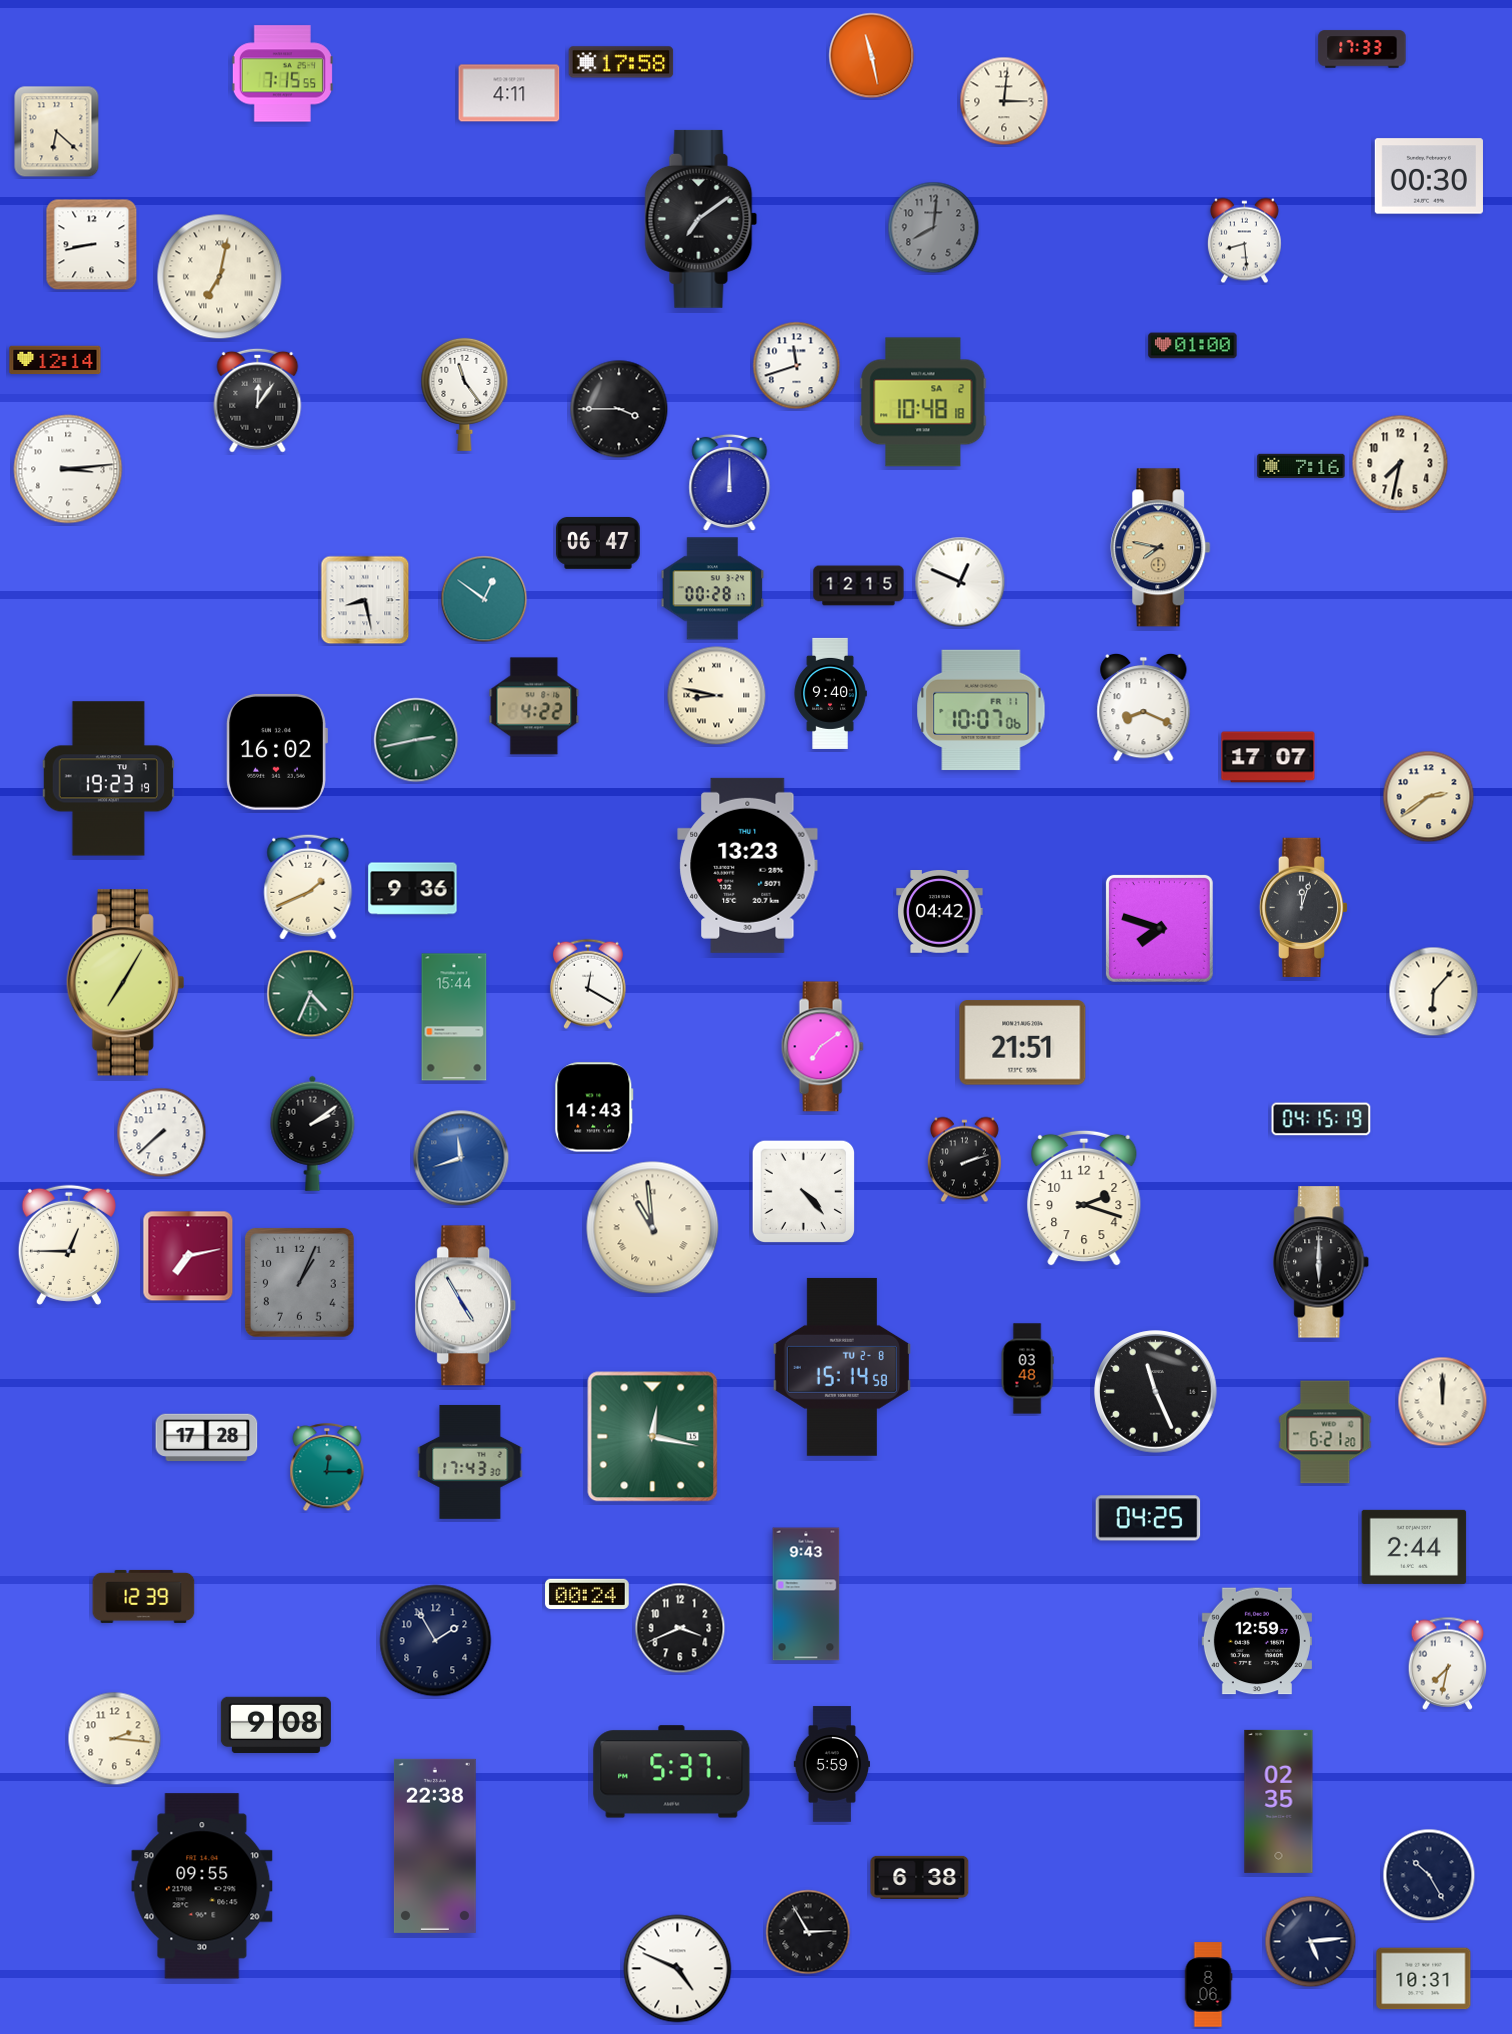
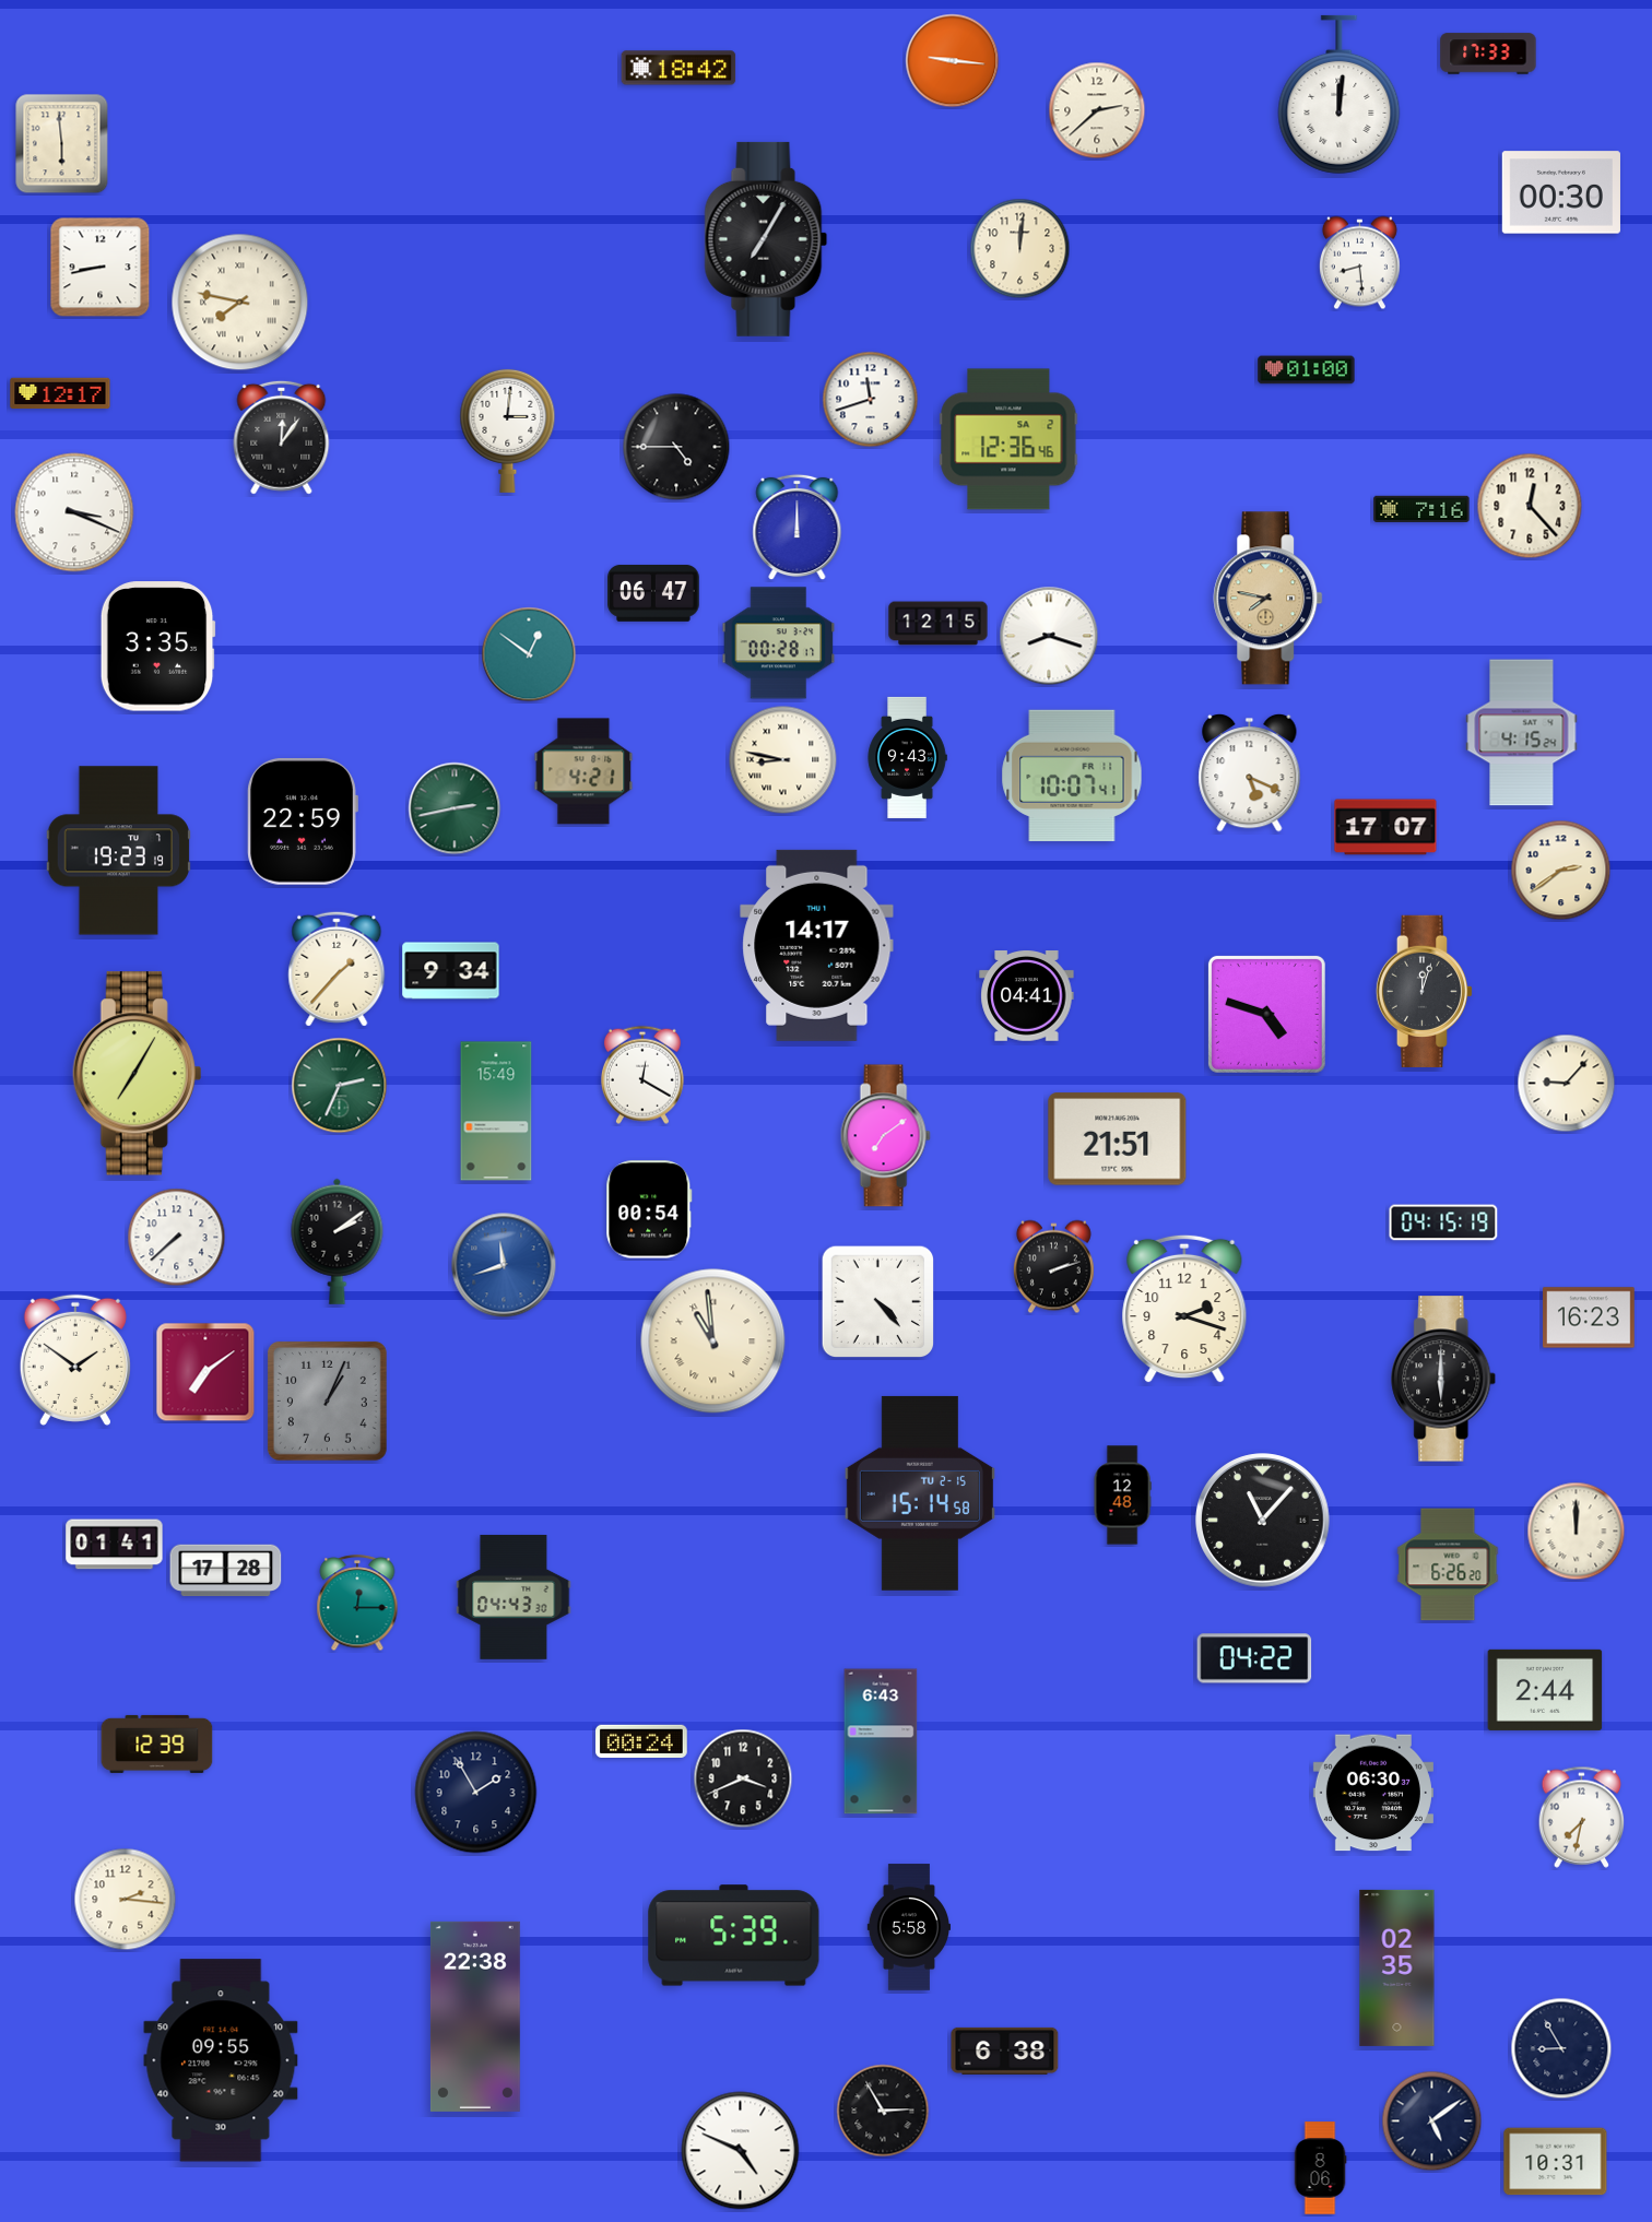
clock at (872, 56): 11:28 -> 9:16
clock at (621, 62): 17:58 -> 18:42
clock at (282, 74): 7:15 -> none
clock at (1340, 94): none -> 12:01
clock at (509, 93): 4:11 -> none
clock at (1004, 101): 3:01 -> 2:38
clock at (57, 132): 6:22 -> 5:59
clock at (701, 219): 7:09 -> 7:05
clock at (934, 228): 8:01 -> 12:01
clock at (934, 228) dial: grey -> cream
clock at (220, 277): 7:02 -> 7:47
clock at (1193, 346) position: (1193, 346) -> (1307, 370)
clock at (55, 360): 12:14 -> 12:17
clock at (465, 394): 11:24 -> 3:01
clock at (923, 402): 10:48 -> 12:36
clock at (619, 409): 3:45 -> 4:45
clock at (1400, 463): 7:32 -> 12:23
clock at (68, 469): 3:14 -> 3:19
clock at (960, 582): 12:49 -> 8:18
clock at (859, 586) position: (859, 586) -> (939, 624)
clock at (157, 647): none -> 3:35
clock at (365, 600): 8:28 -> none
clock at (1522, 733): none -> 4:15
clock at (830, 693): 9:40 -> 9:43
clock at (534, 706): 4:22 -> 4:21
clock at (1144, 707): 8:19 -> 5:19
clock at (981, 710): 10:07:06 -> 10:07:41
clock at (277, 752): 16:02 -> 22:59
clock at (748, 865): 13:23 -> 14:17
clock at (308, 887): 1:41 -> 1:37
clock at (413, 889): 9:36 -> 9:34
clock at (940, 912): 04:42 -> 04:41
clock at (1159, 928): 7:48 -> 4:48
clock at (1434, 992): 6:07 -> 9:07
clock at (311, 994): 4:34 -> 2:34
clock at (454, 1017): 15:44 -> 15:49
clock at (822, 1047) position: (822, 1047) -> (885, 1136)
clock at (594, 1107): 14:43 -> 00:54
clock at (313, 1133) position: (313, 1133) -> (338, 1241)
clock at (1589, 1317): none -> 16:23
clock at (69, 1245): 12:45 -> 1:51
clock at (188, 1256): 7:13 -> 7:09
clock at (466, 1306): 4:55 -> none
clock at (842, 1367) date: TU 2-8 -> TU 2-15
clock at (1027, 1369): 03:48 -> 12:48
clock at (1156, 1392): 11:26 -> 11:07
clock at (115, 1545): none -> 01:41
clock at (1325, 1432): 6:21 -> 6:26
clock at (653, 1437): 12:17 -> none
clock at (470, 1462): 17:43 -> 04:43
clock at (1148, 1518): 04:25 -> 04:22
clock at (806, 1594): 9:43 -> 6:43
clock at (1257, 1641): 12:59 -> 06:30
clock at (276, 1724): 9:08 -> none
clock at (831, 1764): 5:59 -> 5:58
clock at (672, 1772): 5:37 -> 5:39
clock at (1429, 1875): 10:25 -> 8:55
clock at (1311, 1942): 5:14 -> 5:09
